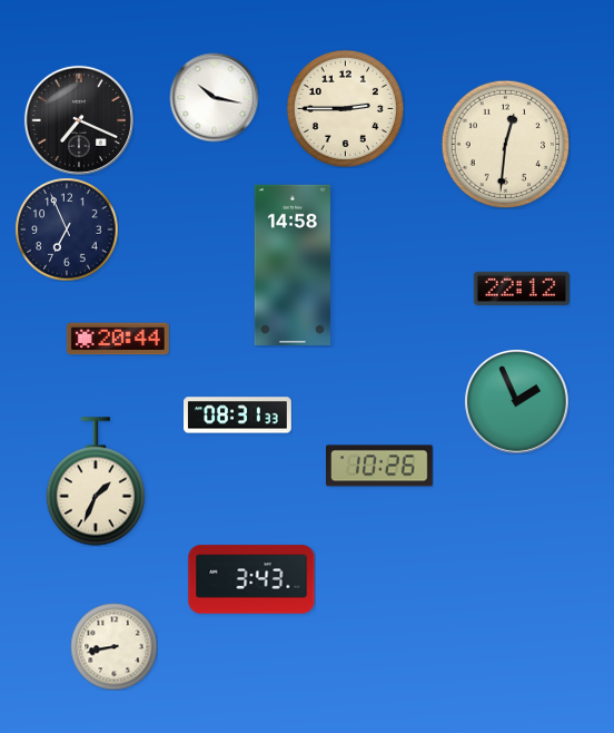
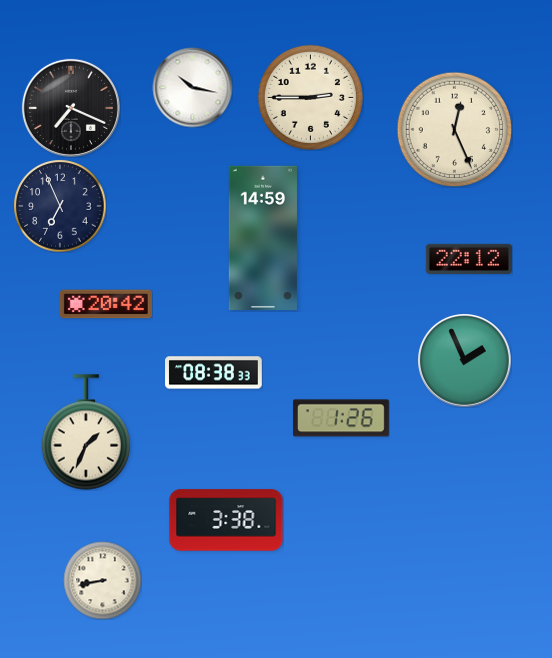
clock at (505, 144): 12:31 -> 12:26
clock at (293, 264): 14:58 -> 14:59
clock at (118, 339): 20:44 -> 20:42
clock at (238, 416): 08:31 -> 08:38
clock at (380, 466): 10:26 -> 1:26
clock at (251, 579): 3:43 -> 3:38
